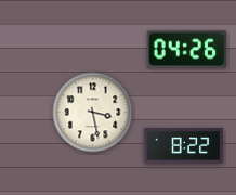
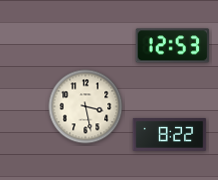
clock at (187, 50): 04:26 -> 12:53
clock at (93, 113) position: (93, 113) -> (86, 107)
